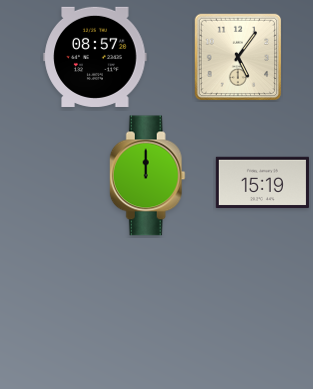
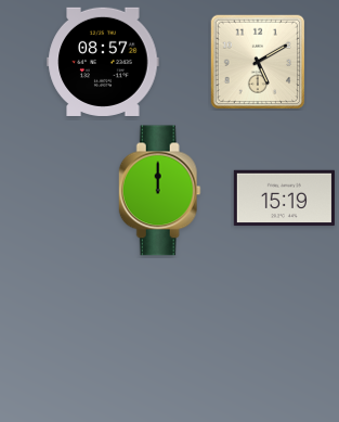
clock at (238, 57): 5:06 -> 5:10
